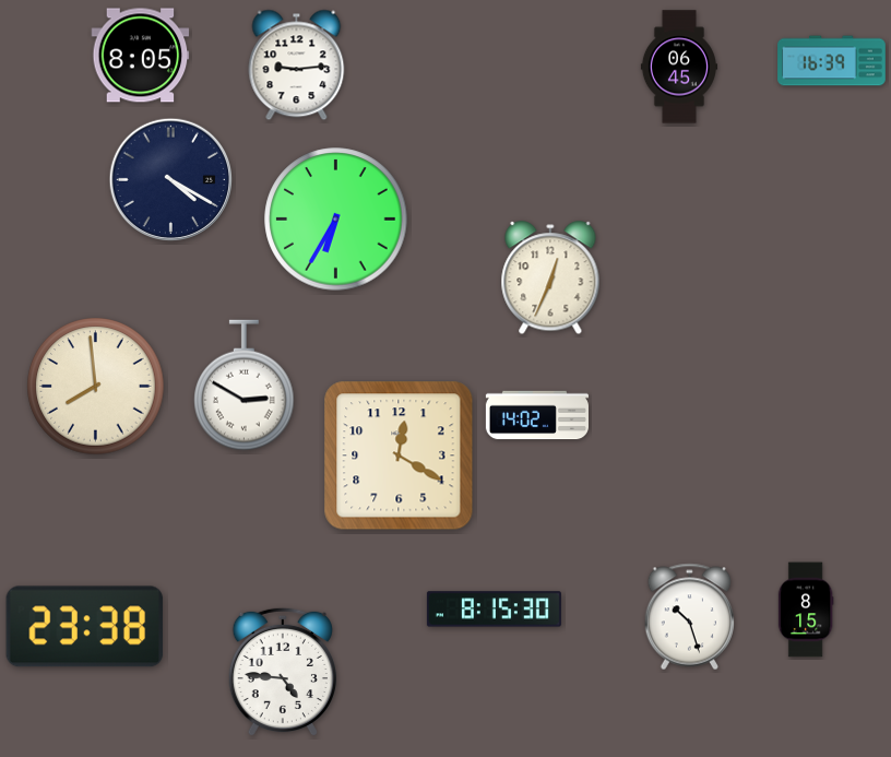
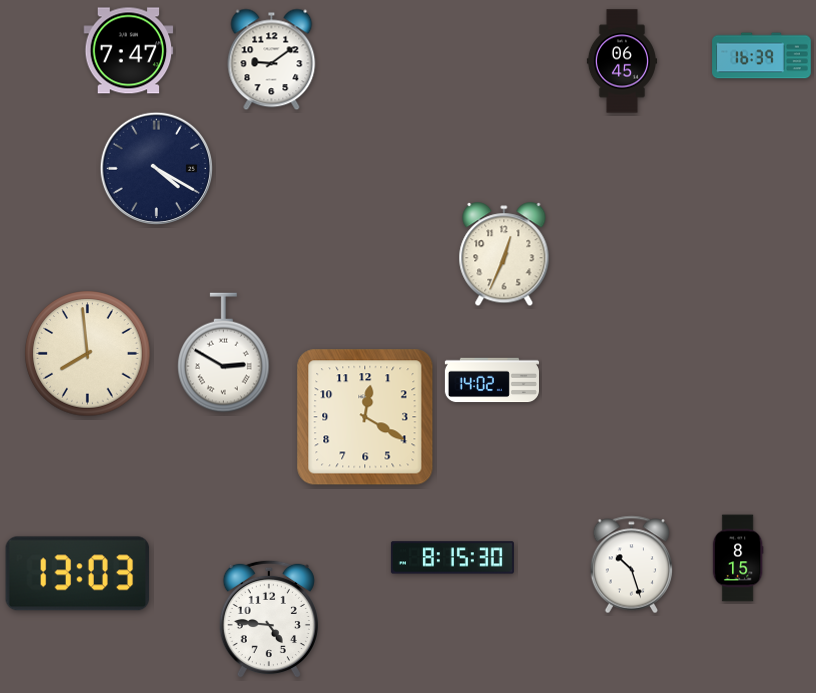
clock at (141, 56): 8:05 -> 7:47
clock at (297, 66): 9:14 -> 9:09
clock at (170, 179) position: (170, 179) -> (156, 168)
clock at (336, 220): 6:35 -> none
clock at (85, 627): 23:38 -> 13:03
clock at (283, 672) position: (283, 672) -> (269, 619)
